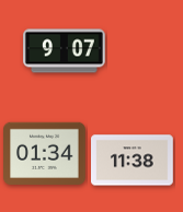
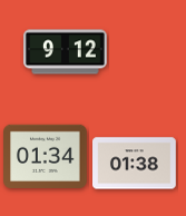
clock at (65, 51): 9:07 -> 9:12
clock at (133, 161): 11:38 -> 01:38
